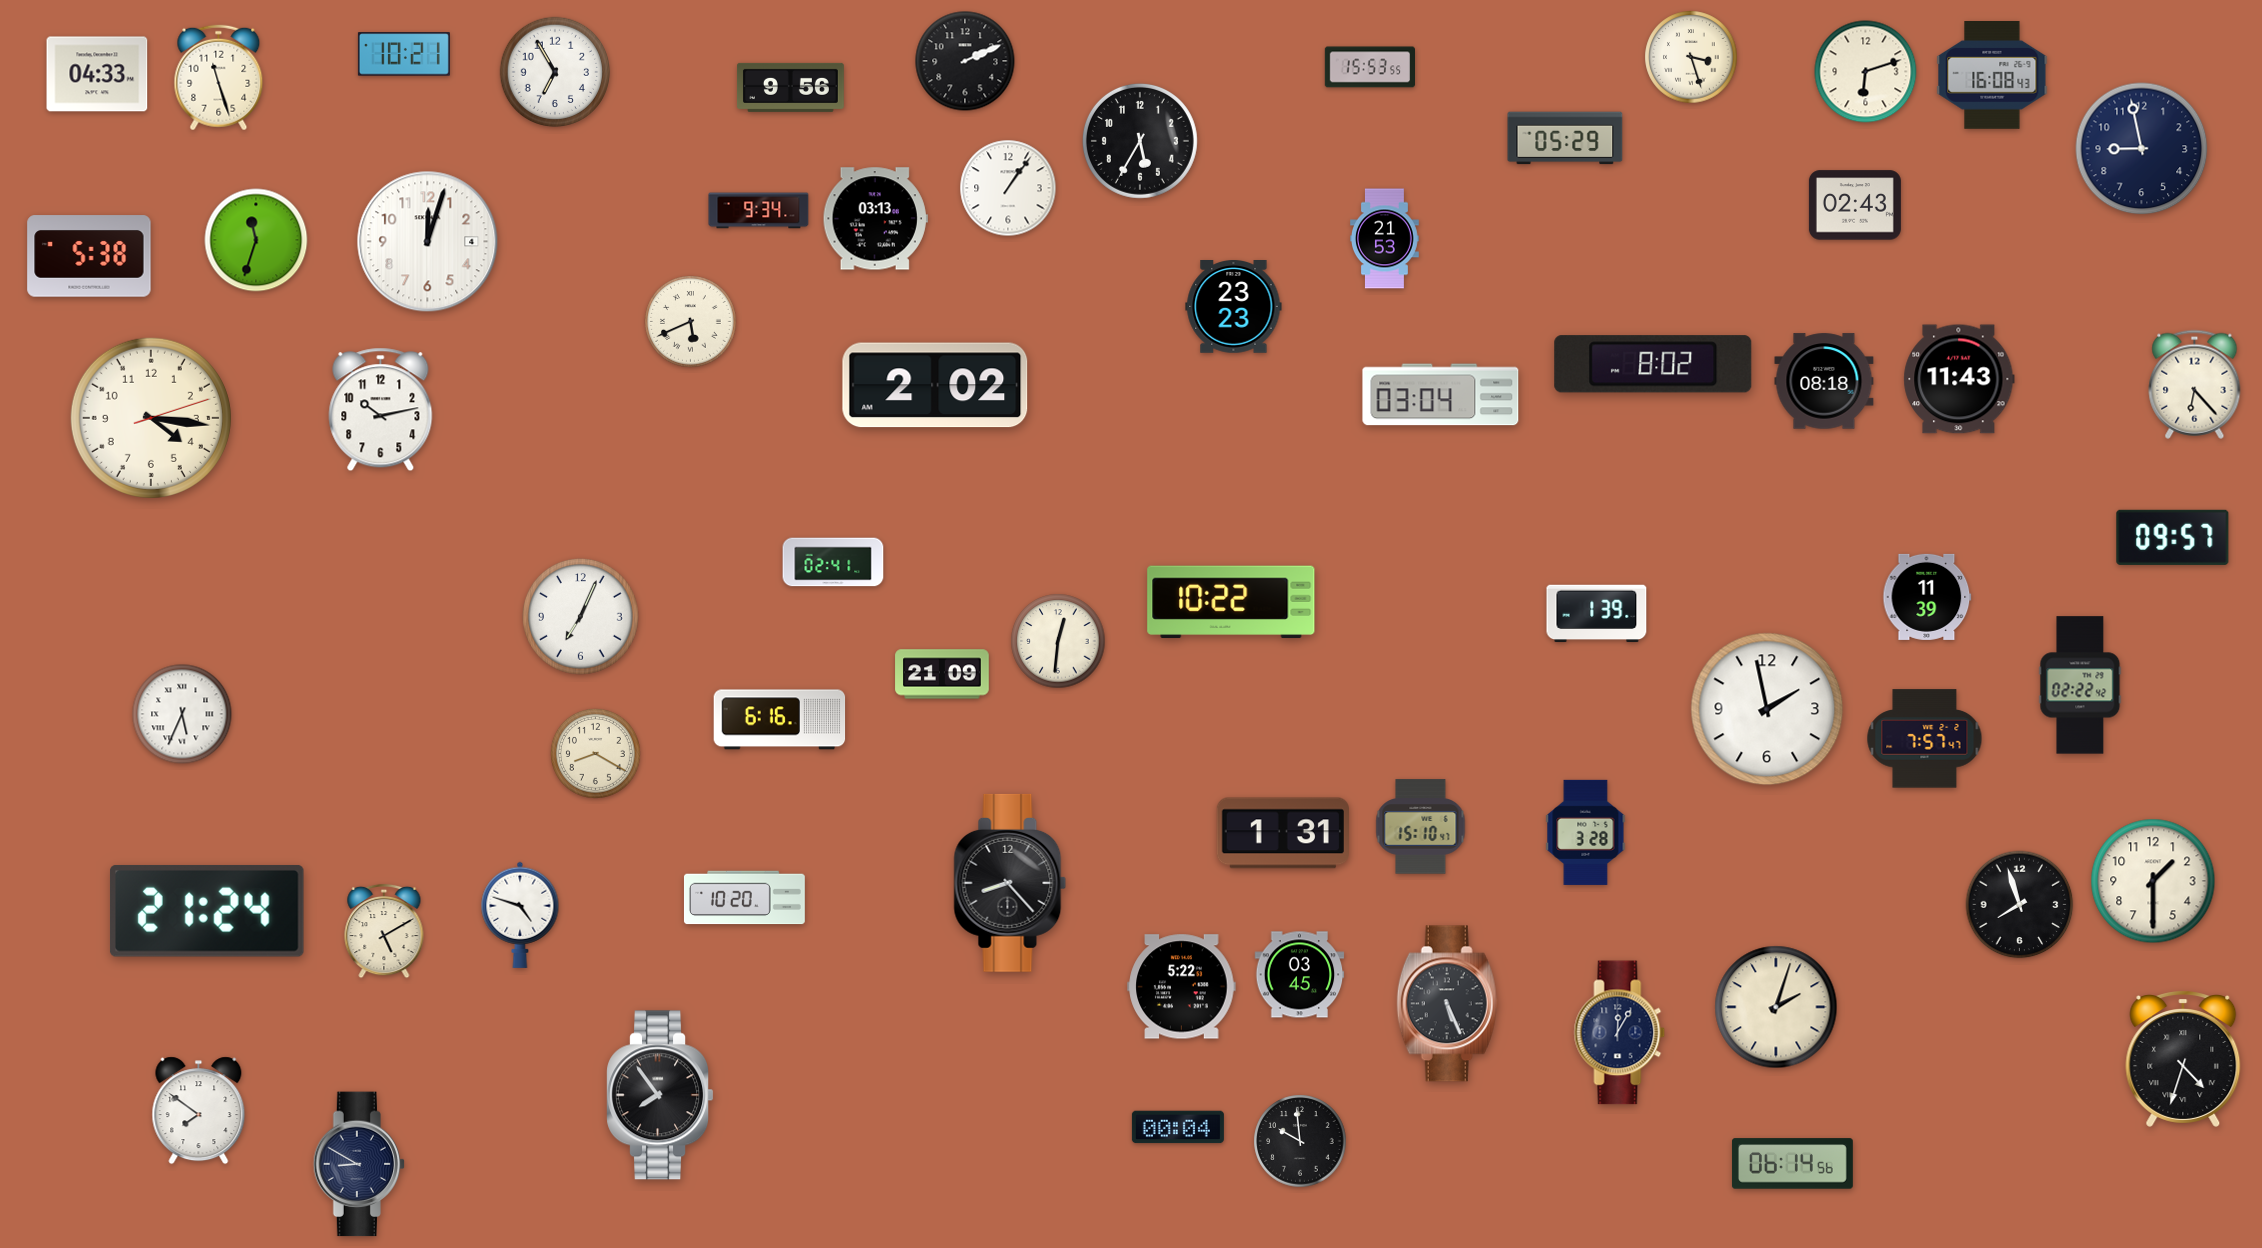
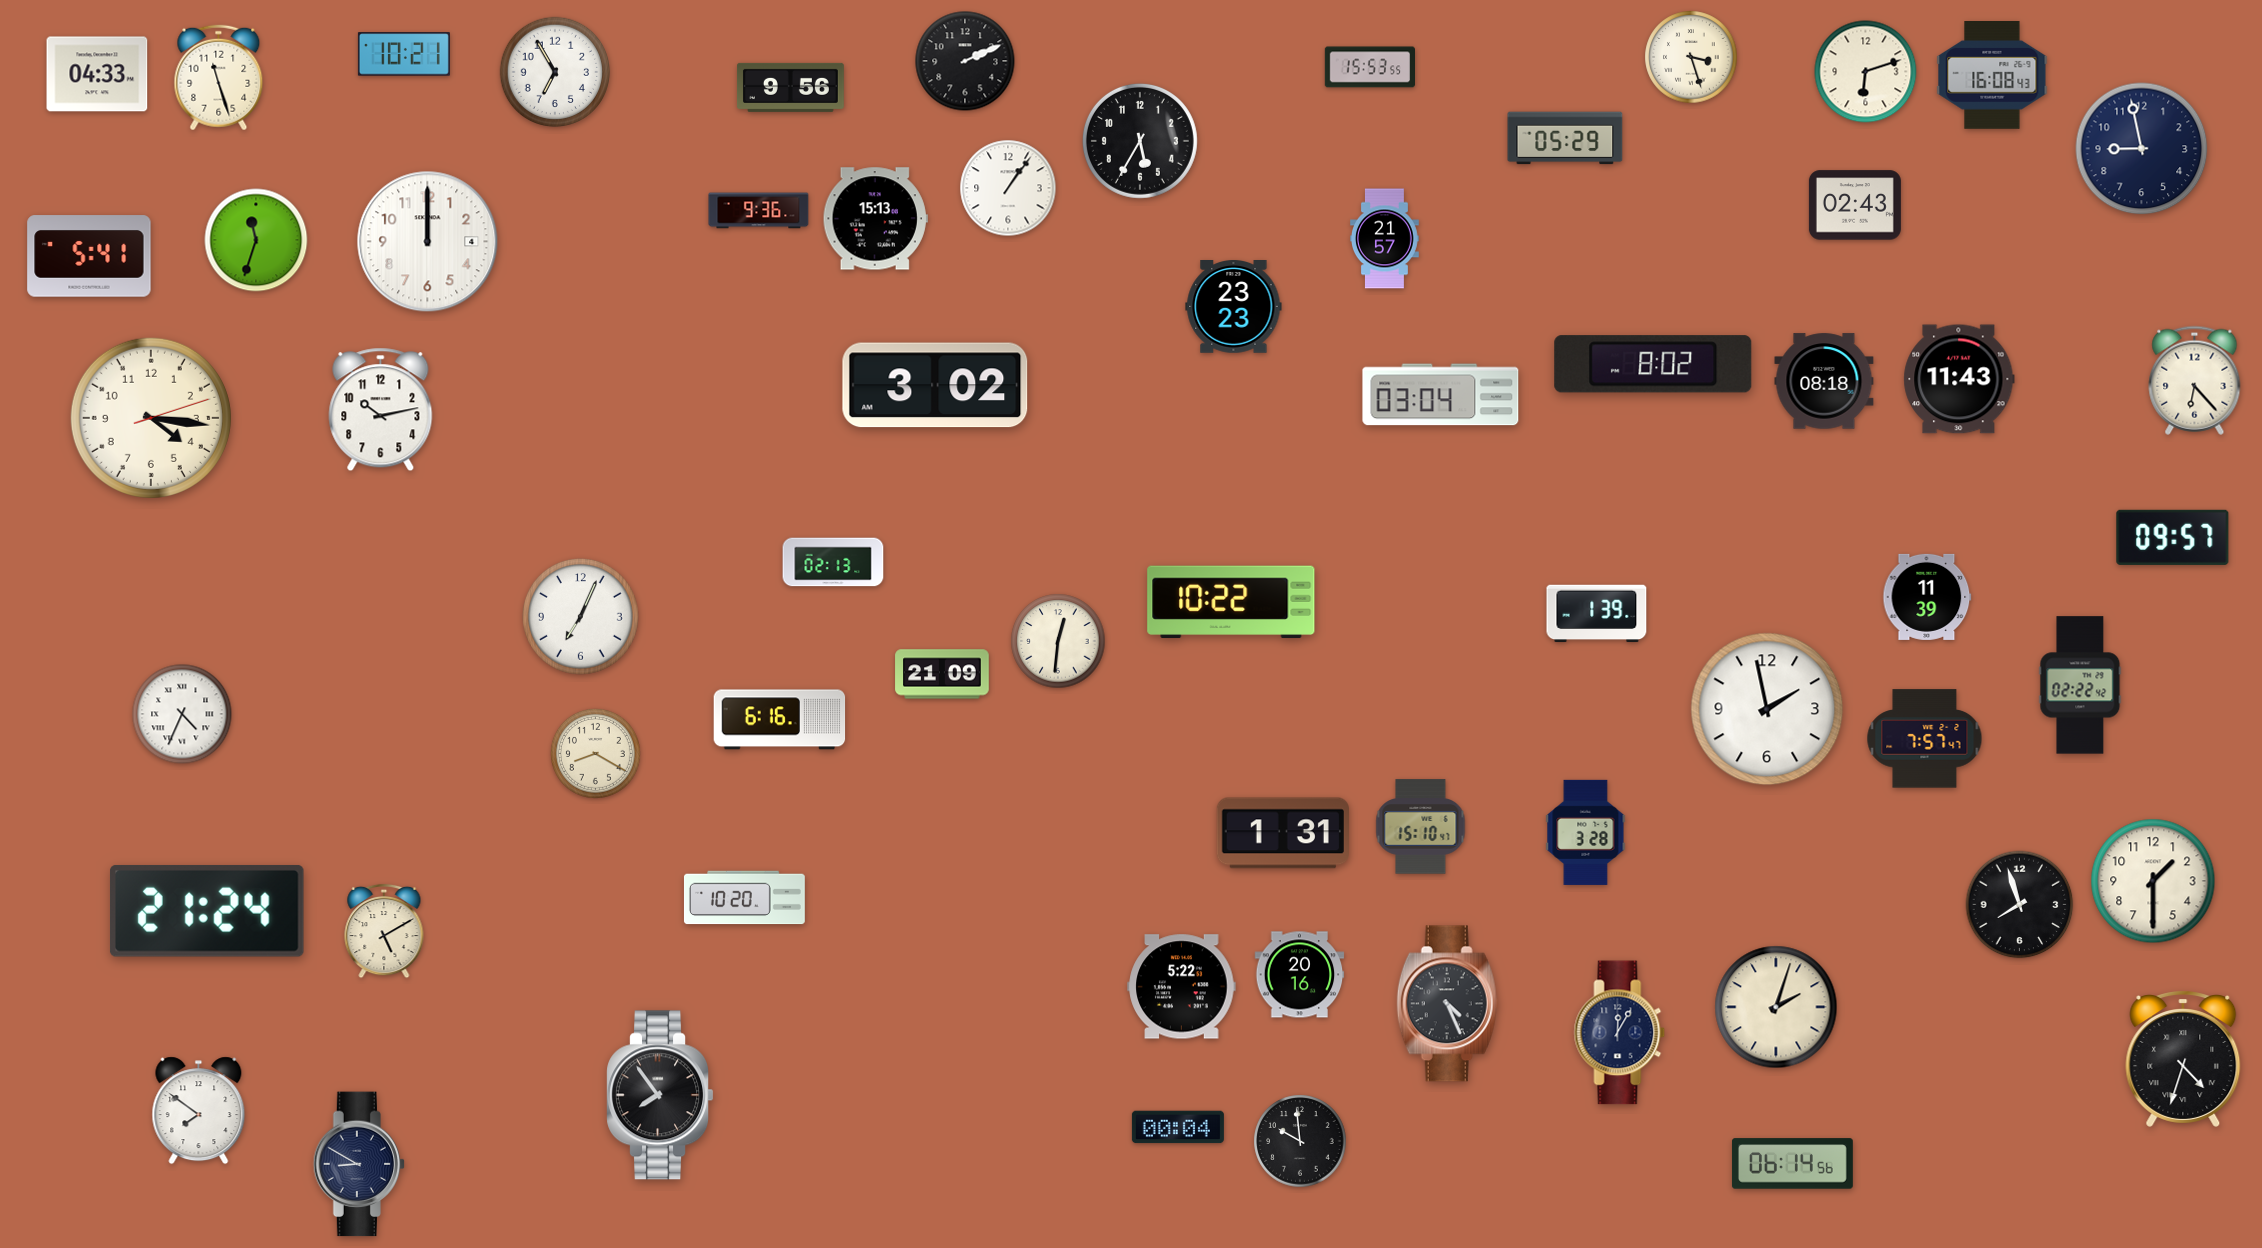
clock at (759, 211): 9:34 -> 9:36
clock at (875, 219): 03:13 -> 15:13
clock at (1385, 239): 21:53 -> 21:57
clock at (428, 242): 12:03 -> 12:00
clock at (89, 256): 5:38 -> 5:41
clock at (691, 322): 5:41 -> none
clock at (2195, 384) position: (2195, 384) -> (2195, 380)
clock at (935, 385): 2:02 -> 3:02
clock at (833, 562): 02:41 -> 02:13
clock at (182, 714): 5:34 -> 4:34
clock at (1010, 883): 8:23 -> none
clock at (520, 915): 4:48 -> none
clock at (1300, 975): 03:45 -> 20:16
clock at (1448, 1004): 5:26 -> 4:26
